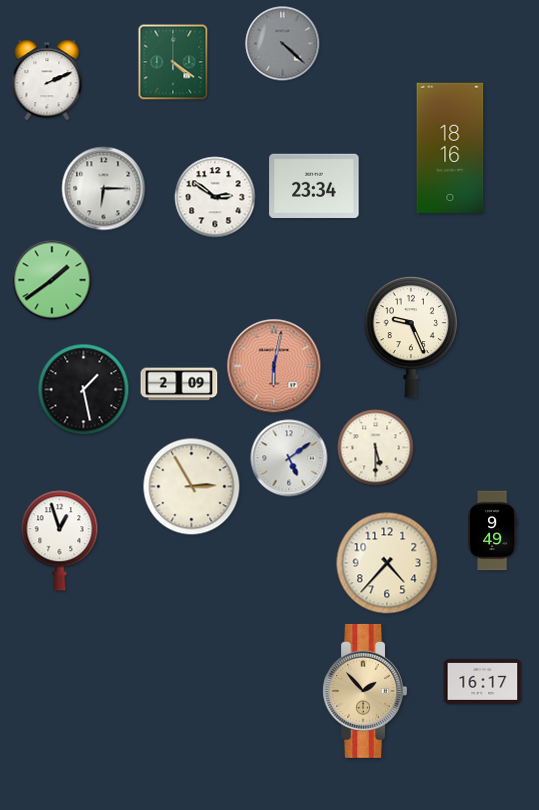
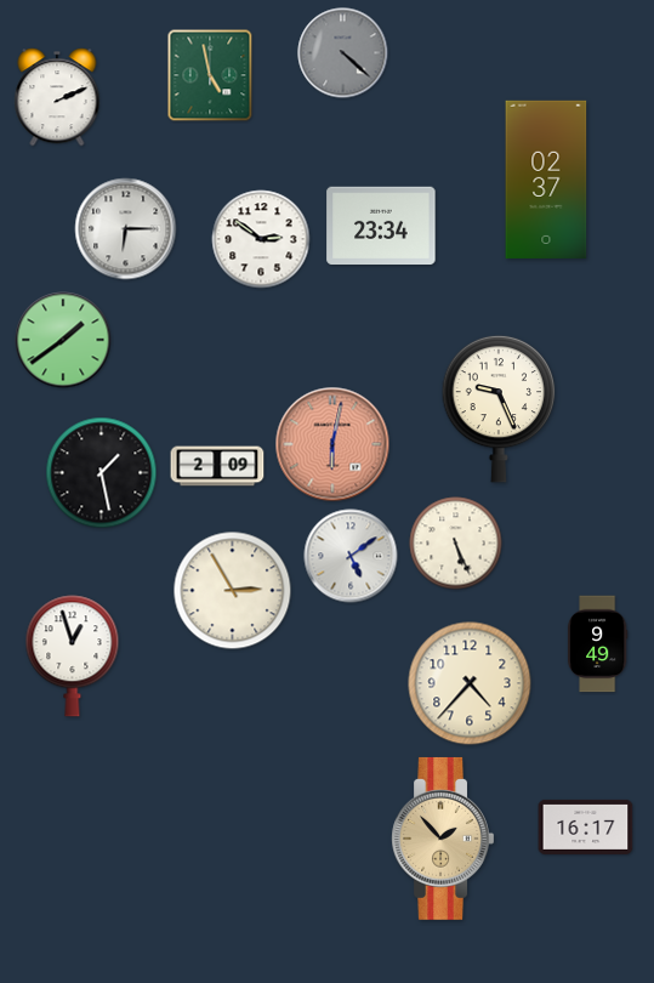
clock at (173, 62): 4:21 -> 4:58
clock at (450, 148): 18:16 -> 02:37
clock at (376, 448): 5:30 -> 5:26
